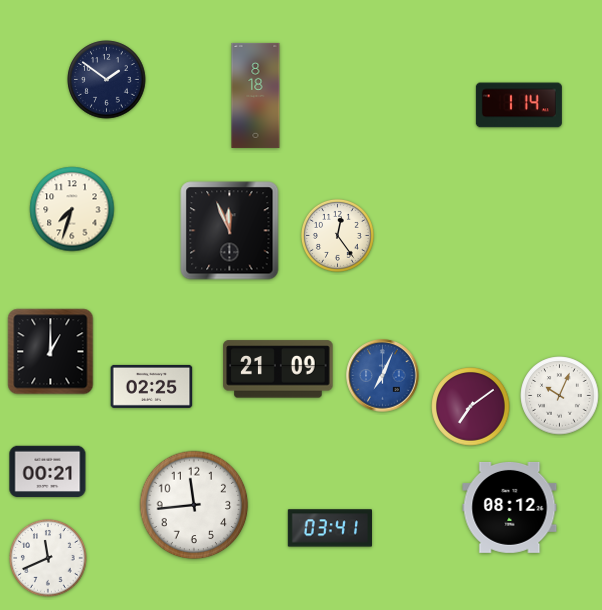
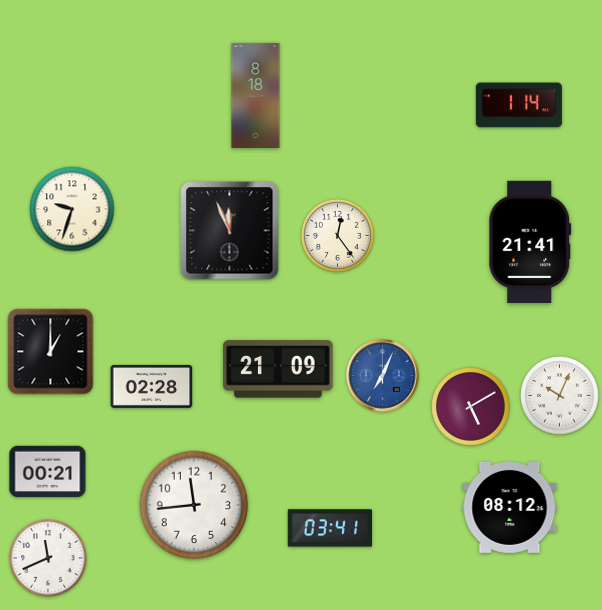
clock at (107, 80): 1:51 -> none
clock at (72, 209): 7:33 -> 9:33
clock at (530, 242): none -> 21:41
clock at (152, 386): 02:25 -> 02:28
clock at (471, 407): 7:09 -> 5:10
